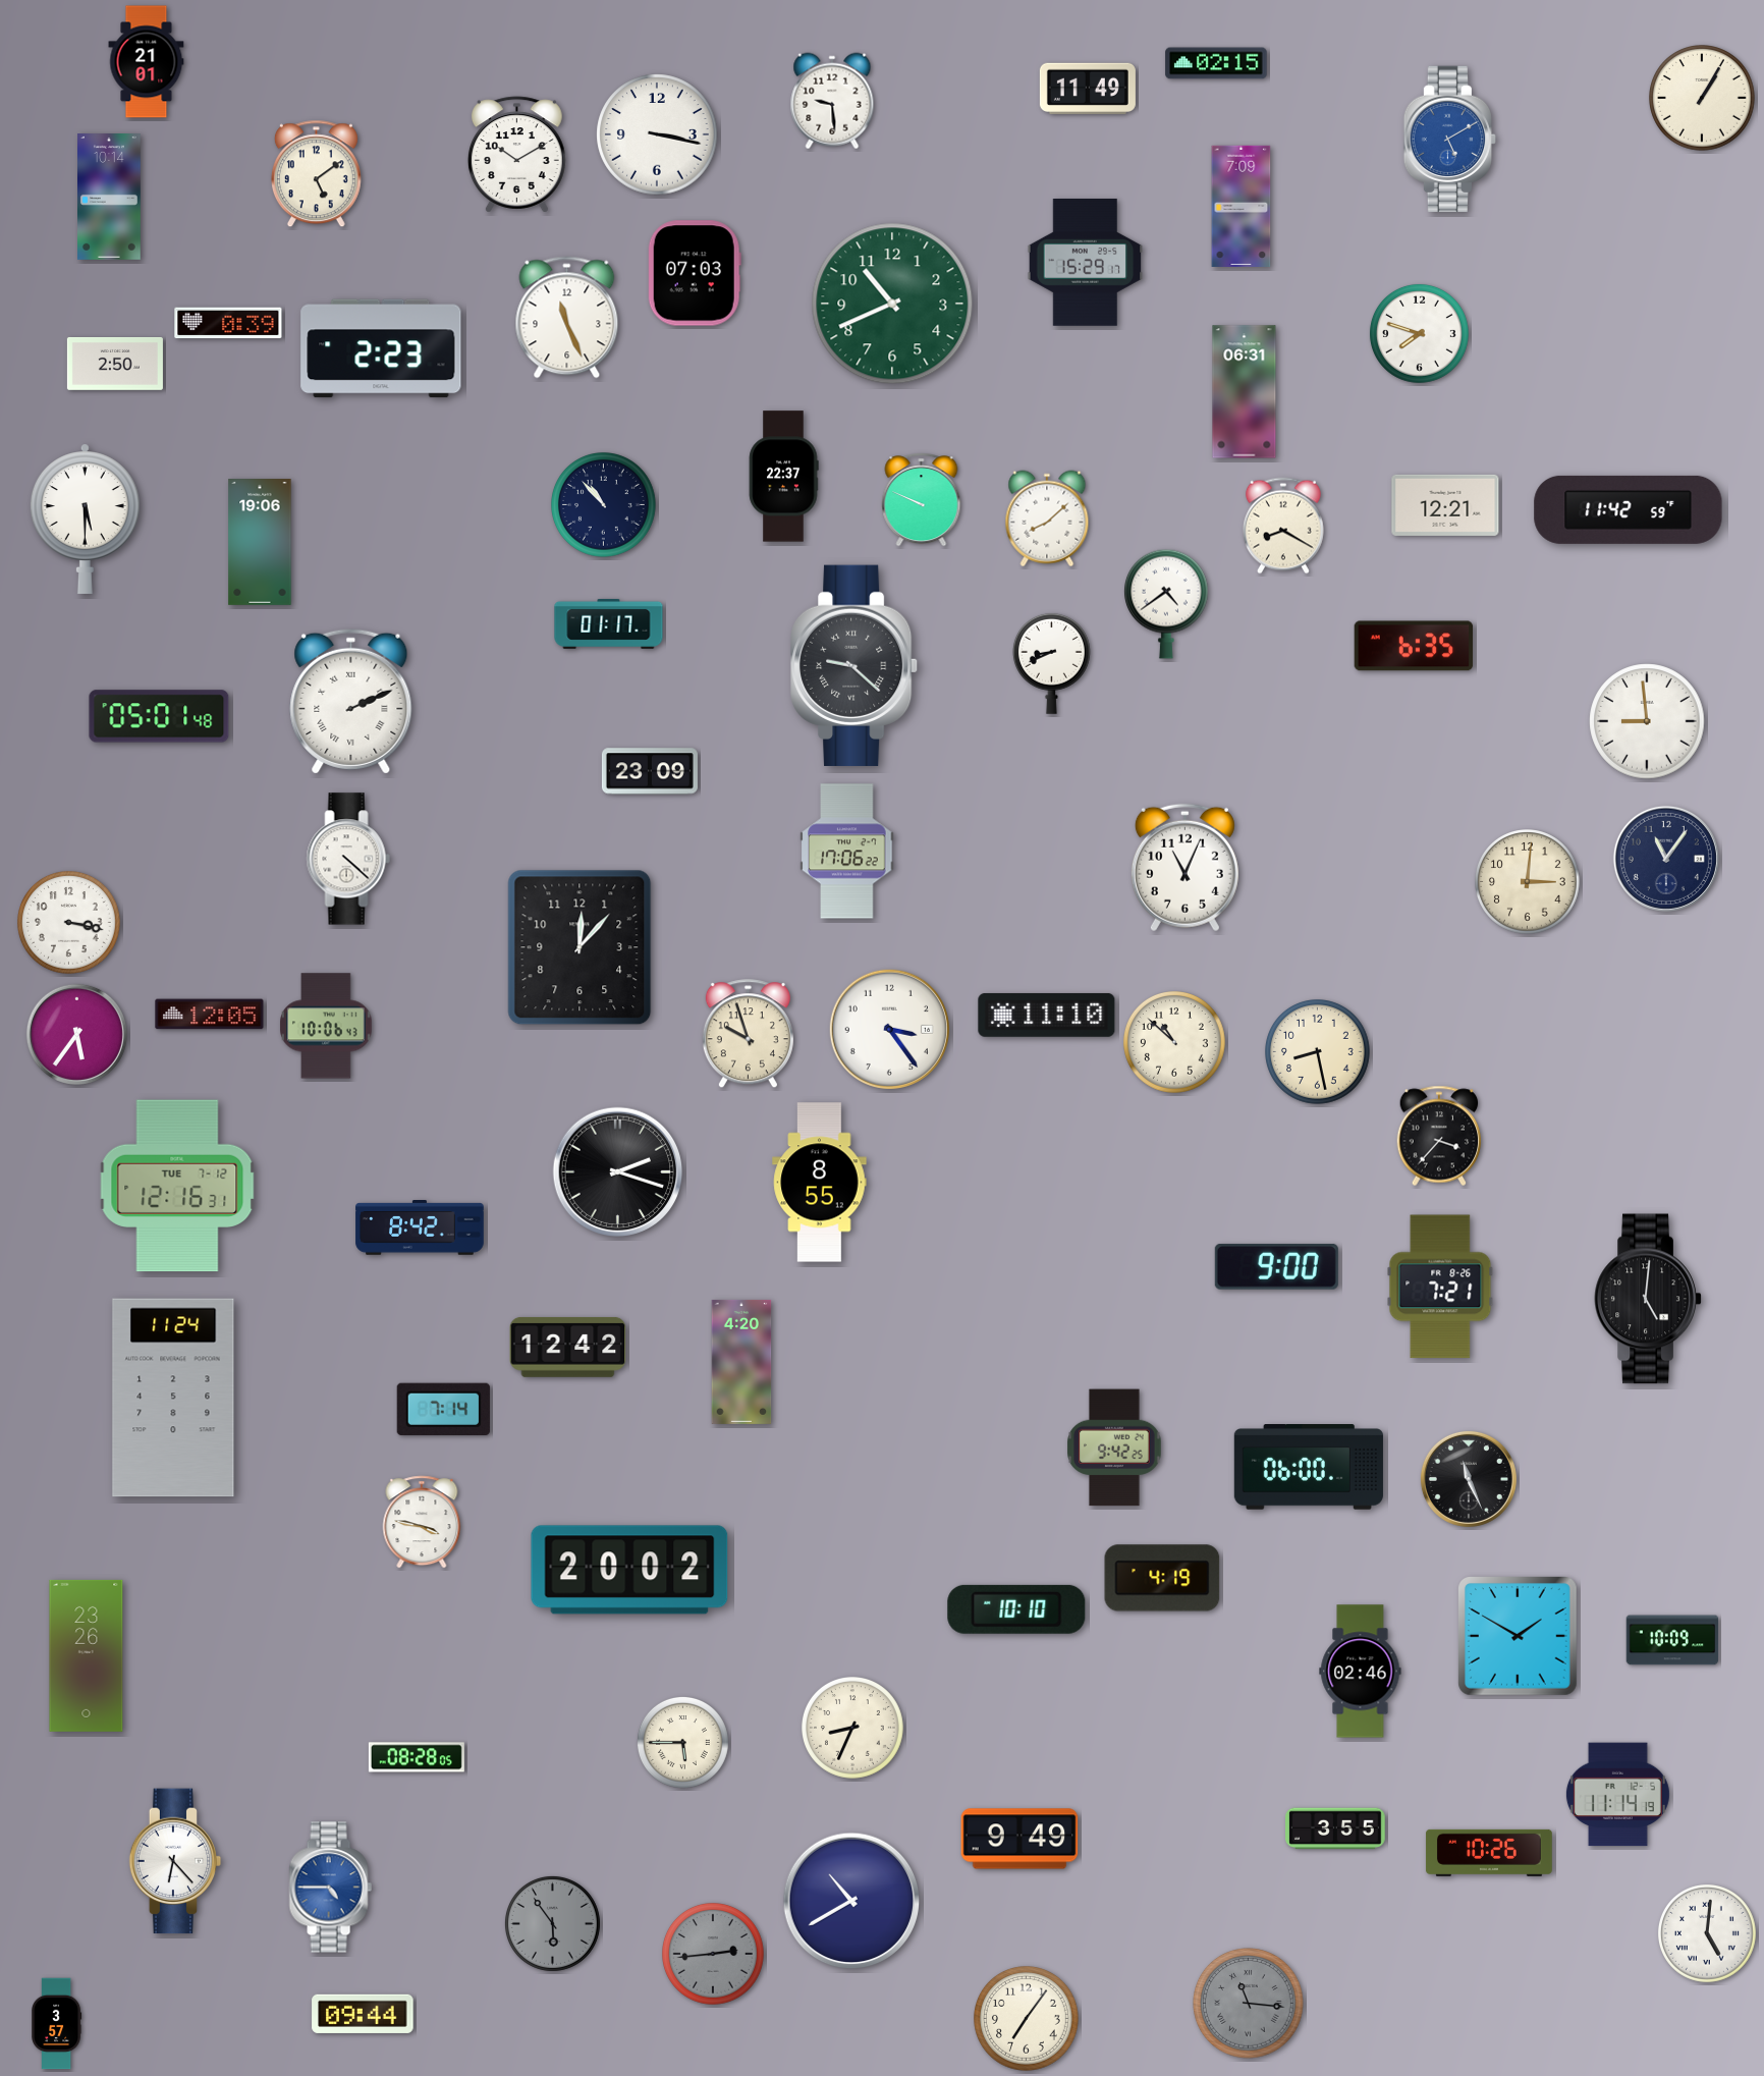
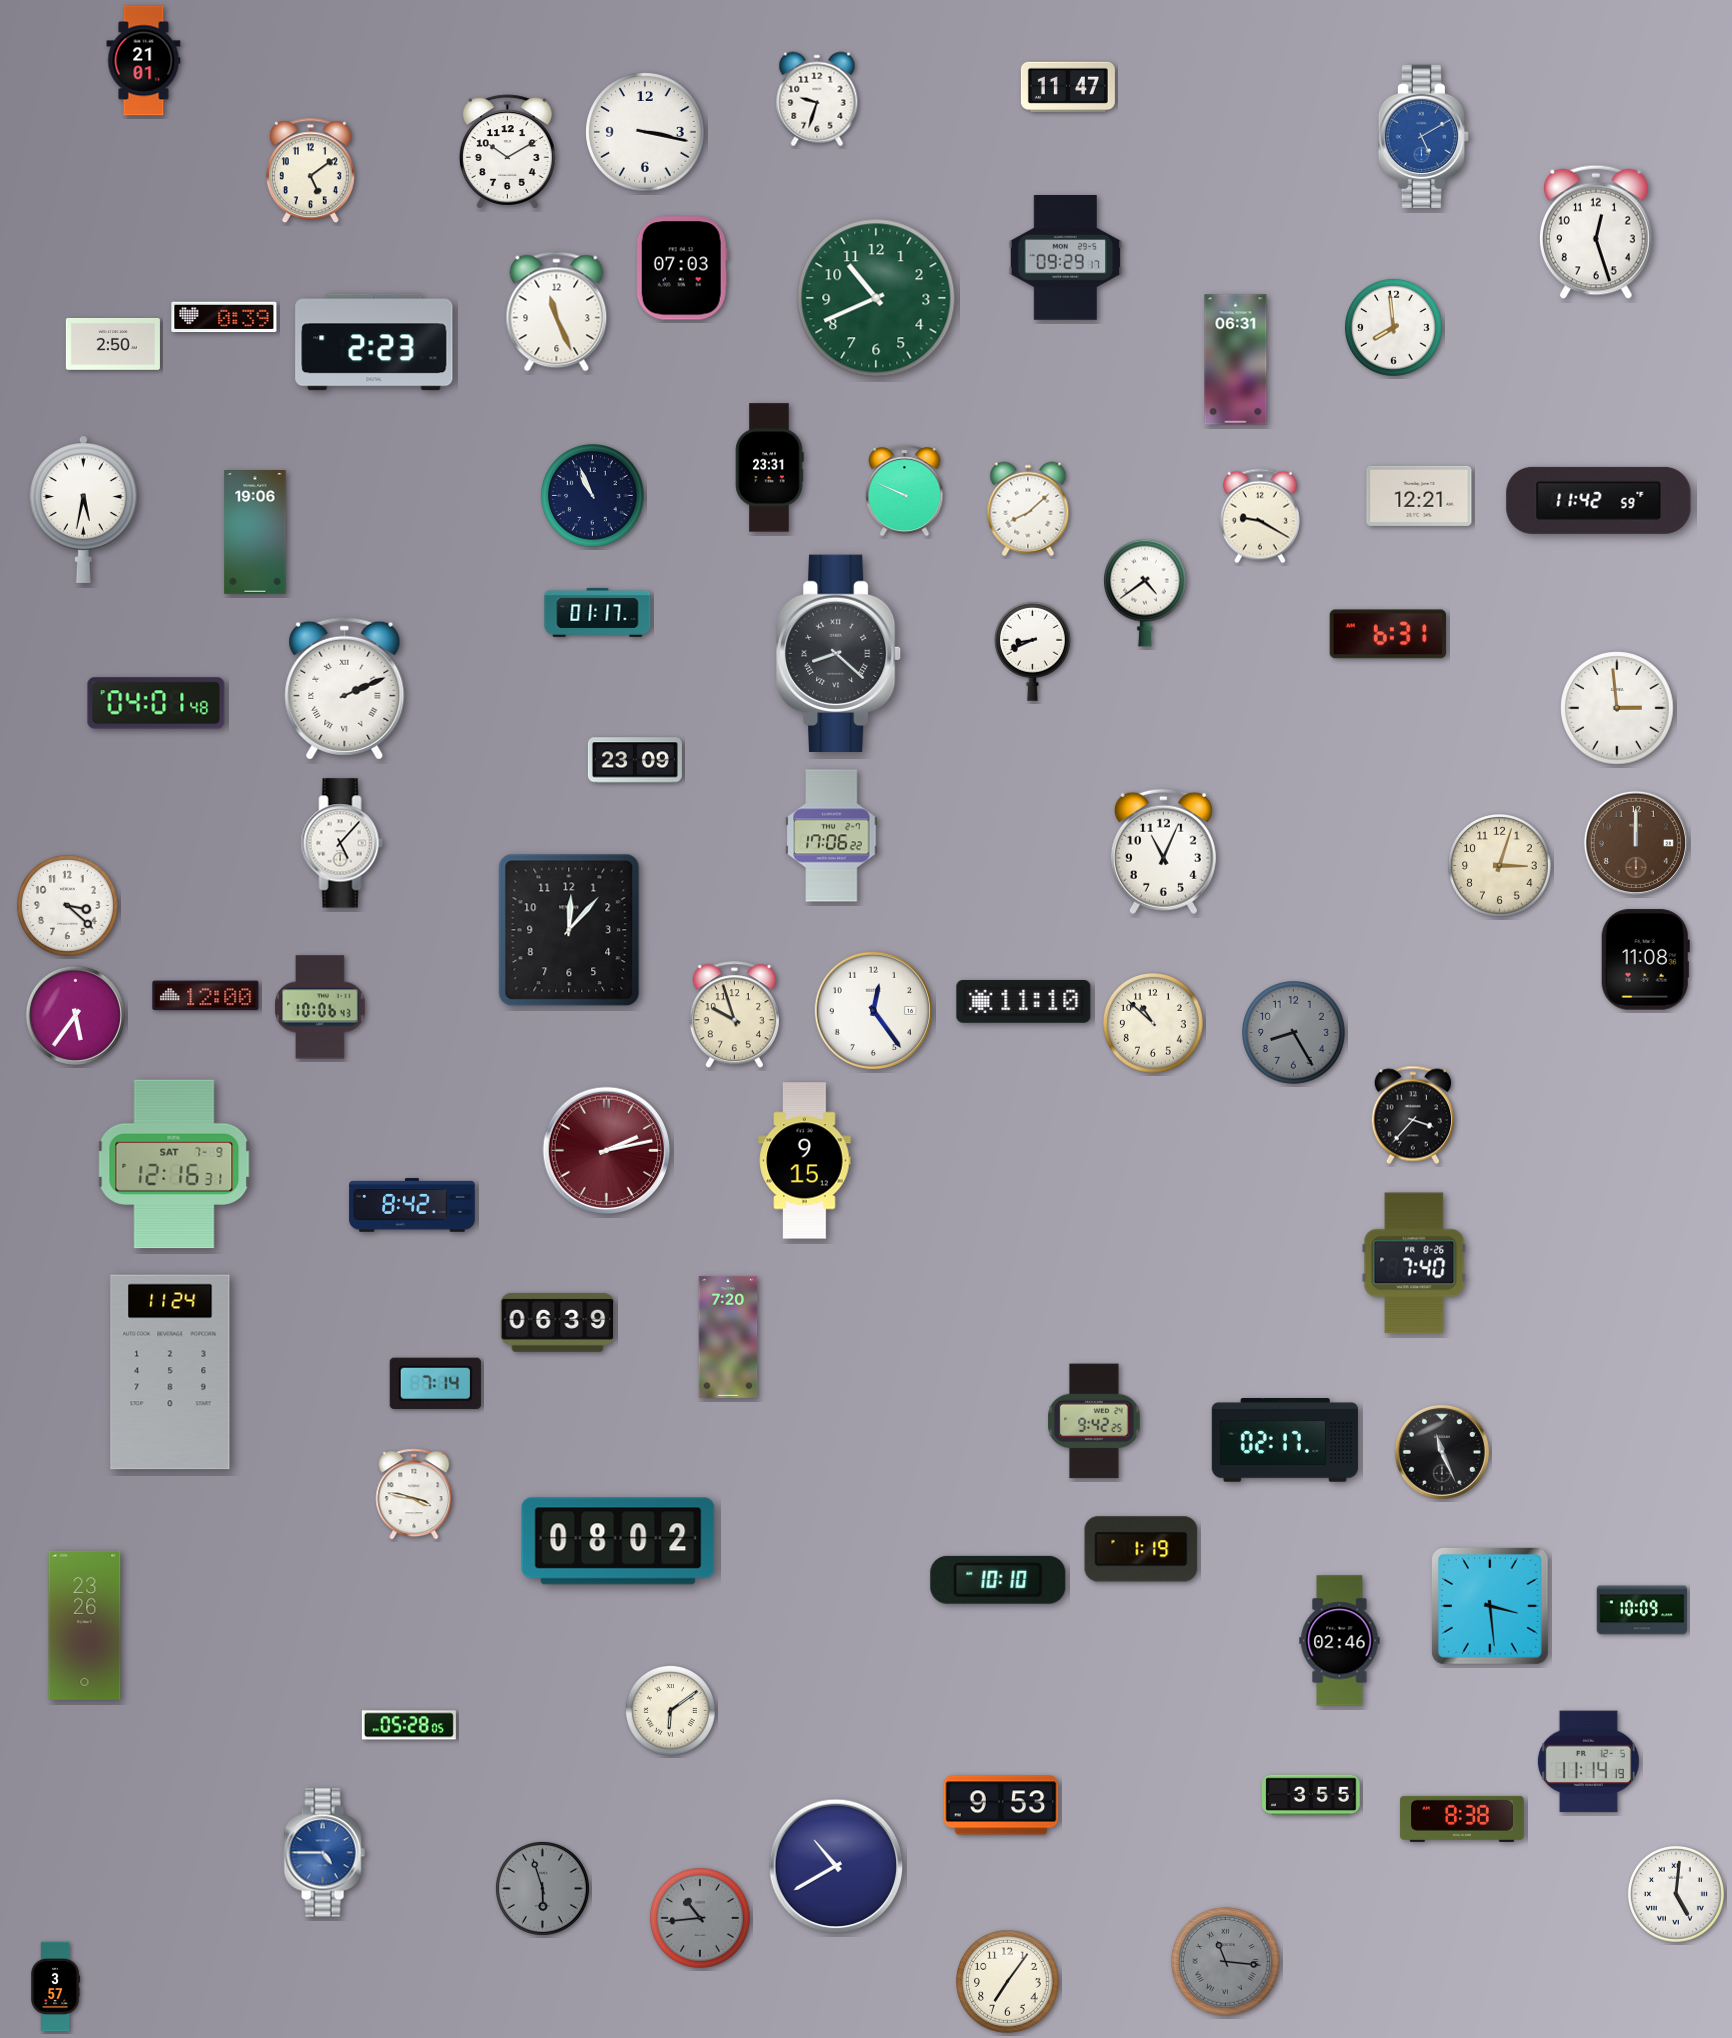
clock at (1216, 63): 02:15 -> none
clock at (1088, 89): 11:49 -> 11:47
clock at (1703, 99): 1:05 -> none
clock at (832, 101): 9:29 -> 9:33
clock at (110, 198): 10:14 -> none
clock at (1242, 206): 7:09 -> none
clock at (1597, 232): none -> 12:27
clock at (1086, 263): 15:29 -> 09:29
clock at (1419, 333): 7:48 -> 7:59
clock at (115, 364) position: (115, 364) -> (113, 344)
clock at (1245, 392) position: (1245, 392) -> (1236, 360)
clock at (783, 477): 22:37 -> 23:31
clock at (604, 505): 10:53 -> 10:56
clock at (85, 518): 5:30 -> 5:32
clock at (1283, 526): 8:20 -> 9:20
clock at (1414, 646): 6:35 -> 6:31
clock at (856, 665): 9:22 -> 8:22
clock at (159, 716): 05:01 -> 04:01
clock at (1647, 721): 8:59 -> 2:59
clock at (650, 771) position: (650, 771) -> (635, 760)
clock at (348, 859): 4:22 -> 5:07
clock at (1666, 859): 11:06 -> 12:00
clock at (1666, 859) dial: navy -> brown
clock at (1528, 882): 3:01 -> 3:03
clock at (69, 923): 3:17 -> 3:22
clock at (1645, 960): none -> 11:08
clock at (210, 1015): 12:05 -> 12:00
clock at (1047, 1015) position: (1047, 1015) -> (1024, 1001)
clock at (889, 1029): 3:24 -> 12:24
clock at (1318, 1052): 8:28 -> 8:25
clock at (1318, 1052) dial: cream -> grey
clock at (618, 1172): 2:18 -> 2:13
clock at (618, 1172) dial: black -> burgundy
clock at (820, 1183): 8:55 -> 9:15
clock at (177, 1186) date: TUE 7-12 -> SAT 7-9
clock at (1276, 1267): 9:00 -> none
clock at (1440, 1287): 7:21 -> 7:40
clock at (1648, 1299): 5:01 -> none
clock at (568, 1347): 12:42 -> 06:39
clock at (741, 1362): 4:20 -> 7:20
clock at (1309, 1468): 06:00 -> 02:17
clock at (629, 1570): 20:02 -> 08:02
clock at (1162, 1578): 4:19 -> 1:19
clock at (1519, 1637): 1:50 -> 3:29
clock at (1361, 1672) position: (1361, 1672) -> (1340, 1641)
clock at (853, 1729): 8:34 -> none
clock at (682, 1742): 5:45 -> 6:09
clock at (417, 1757): 08:28 -> 05:28
clock at (1019, 1839): 9:49 -> 9:53
clock at (1489, 1853): 10:26 -> 8:38
clock at (175, 1861): 6:23 -> none
clock at (552, 1923): 5:54 -> 5:57
clock at (1707, 1933) position: (1707, 1933) -> (1676, 1894)
clock at (714, 1955): 2:44 -> 10:44
clock at (1249, 2004) position: (1249, 2004) -> (1226, 1962)
clock at (363, 2014): 09:44 -> none
